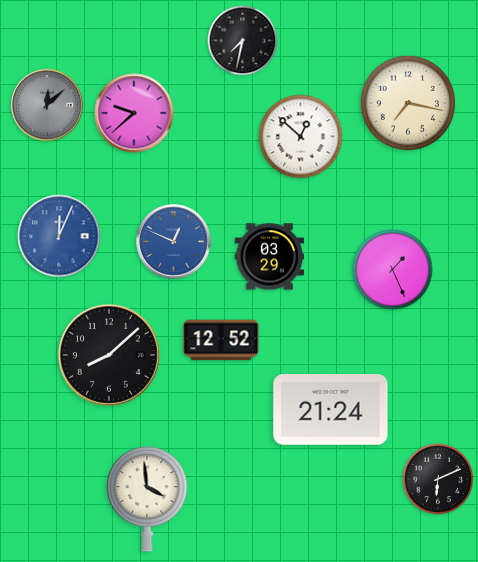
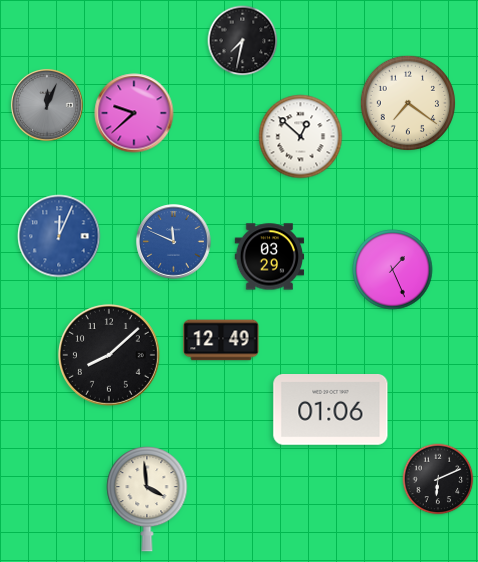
clock at (407, 102): 7:17 -> 7:21
clock at (47, 105): 12:08 -> 12:04
clock at (174, 242): 12:49 -> 11:49
clock at (221, 340): 12:52 -> 12:49
clock at (331, 410): 21:24 -> 01:06
